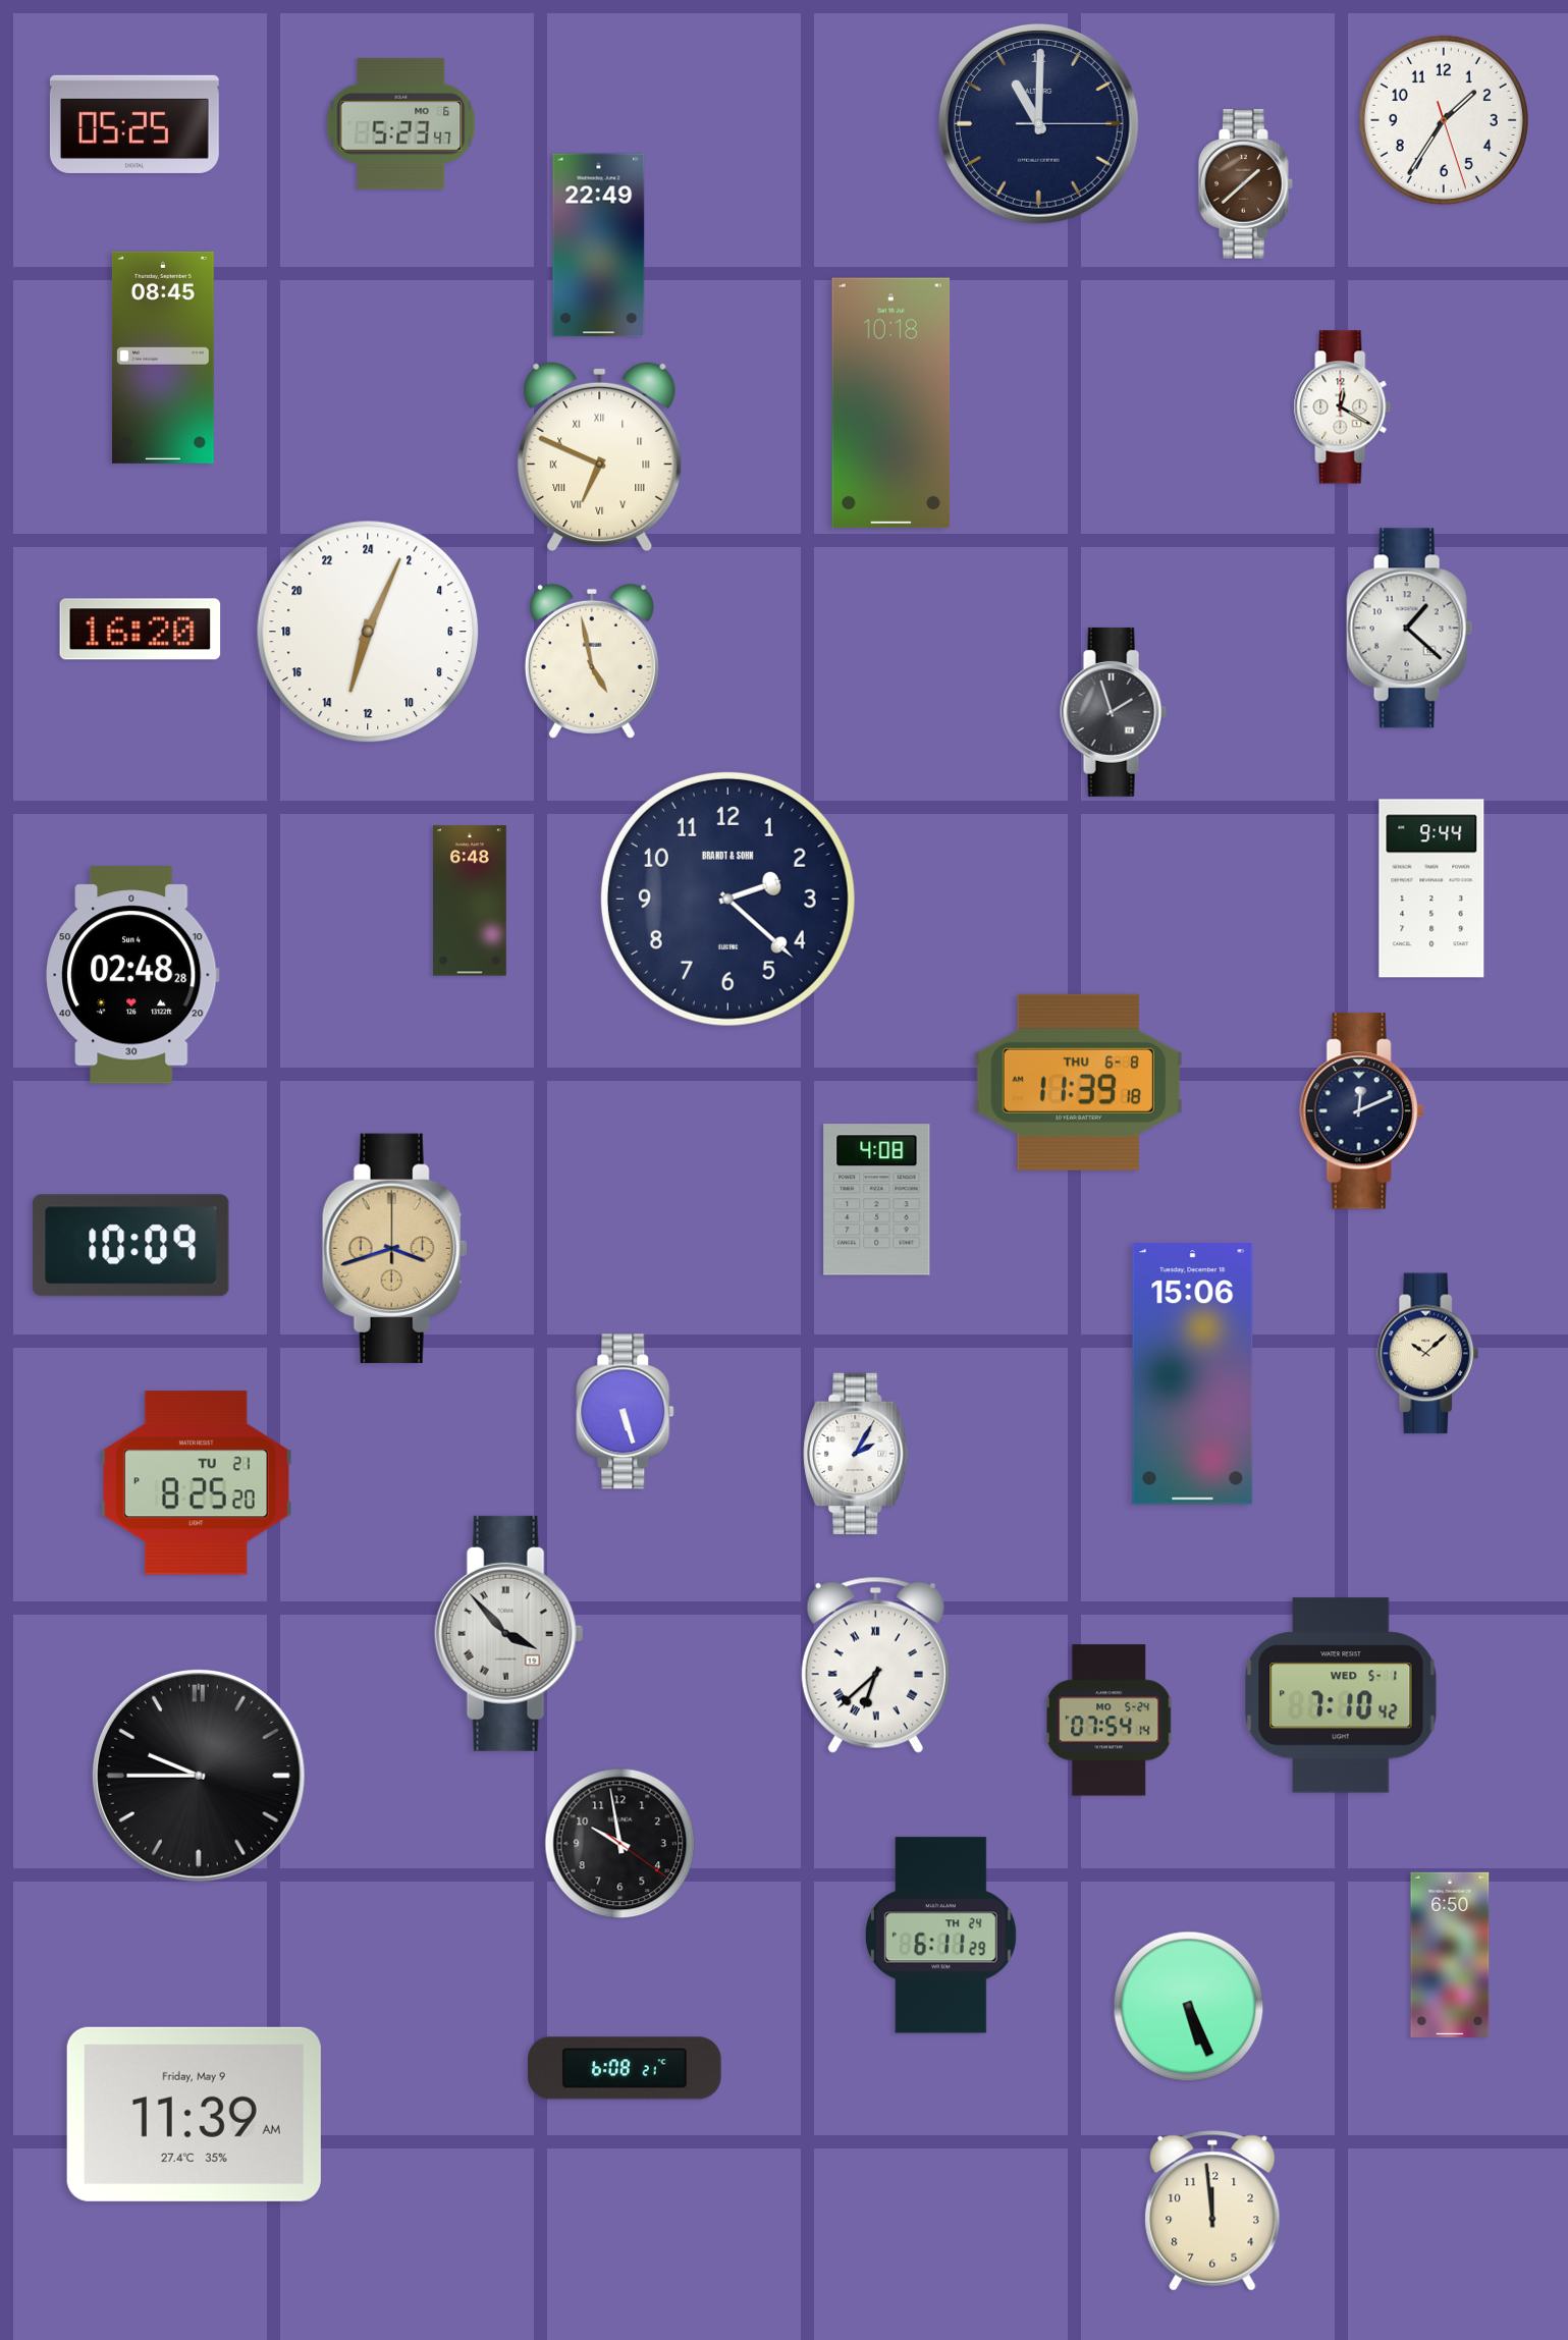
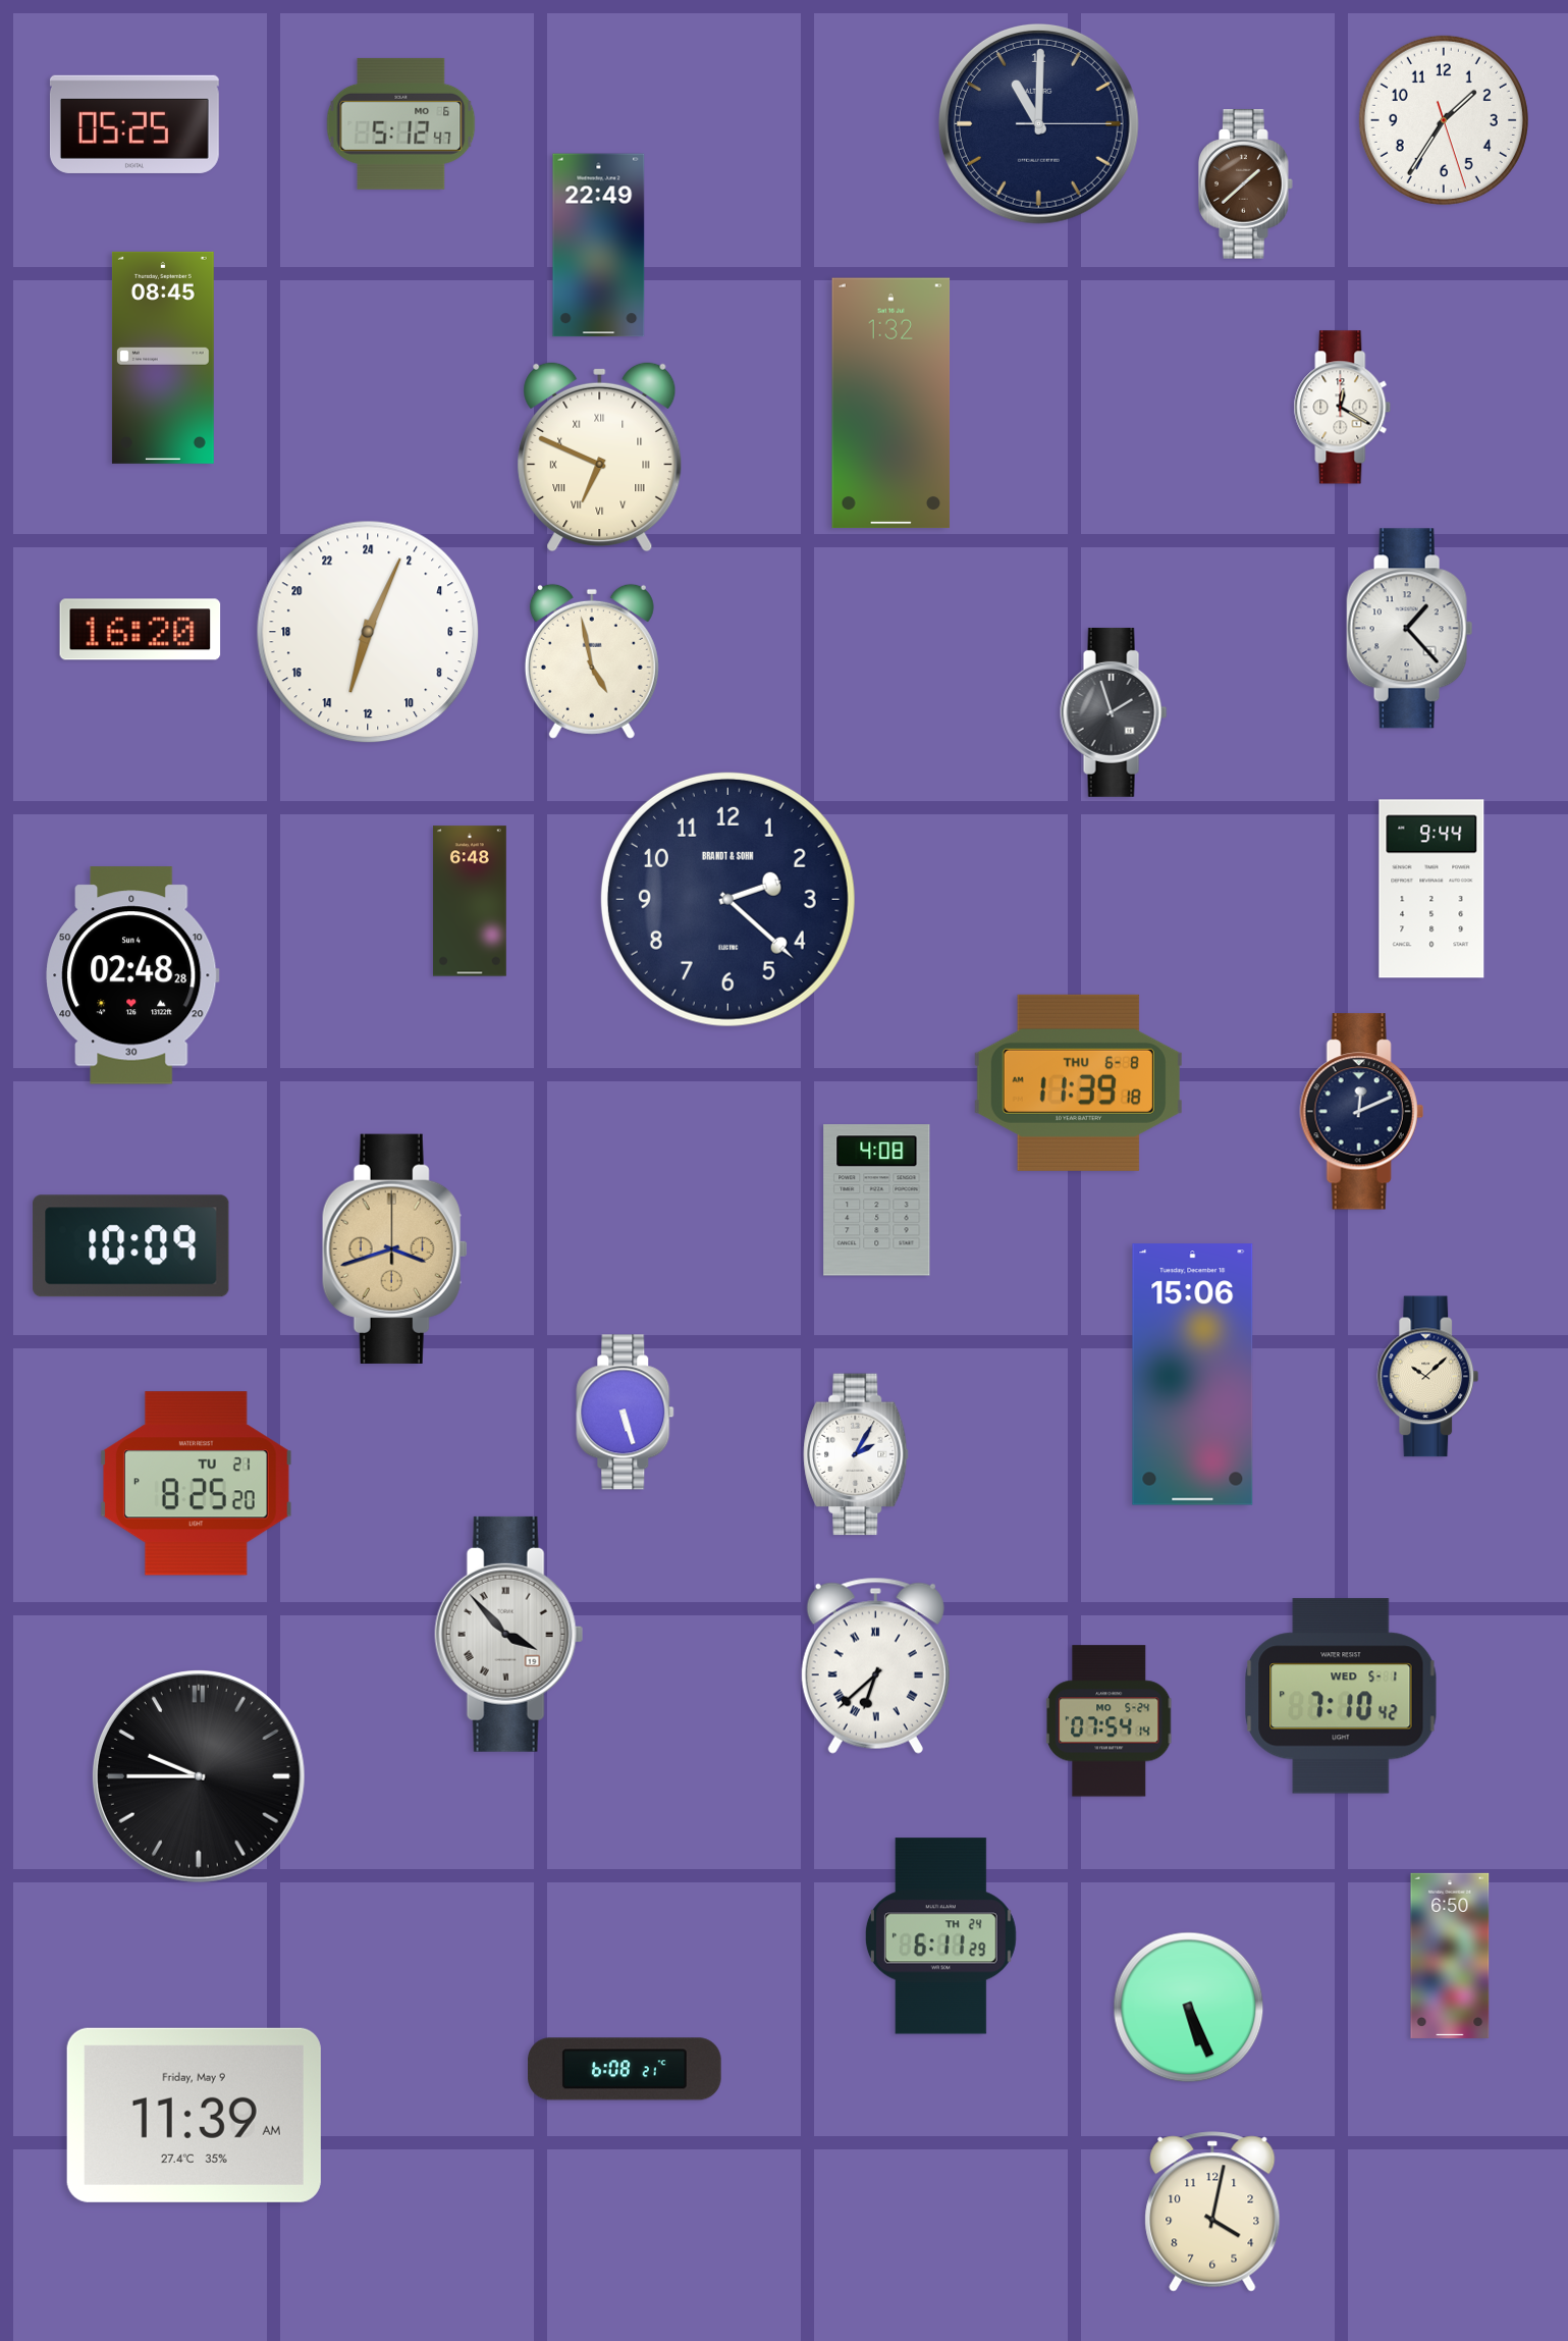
clock at (401, 123): 5:23 -> 5:12
clock at (891, 403): 10:18 -> 1:32
clock at (1410, 629): 1:22 -> 1:23
clock at (1428, 1354) position: (1428, 1354) -> (1428, 1377)
clock at (620, 1844): 9:58 -> none
clock at (1212, 2211): 11:59 -> 4:02
